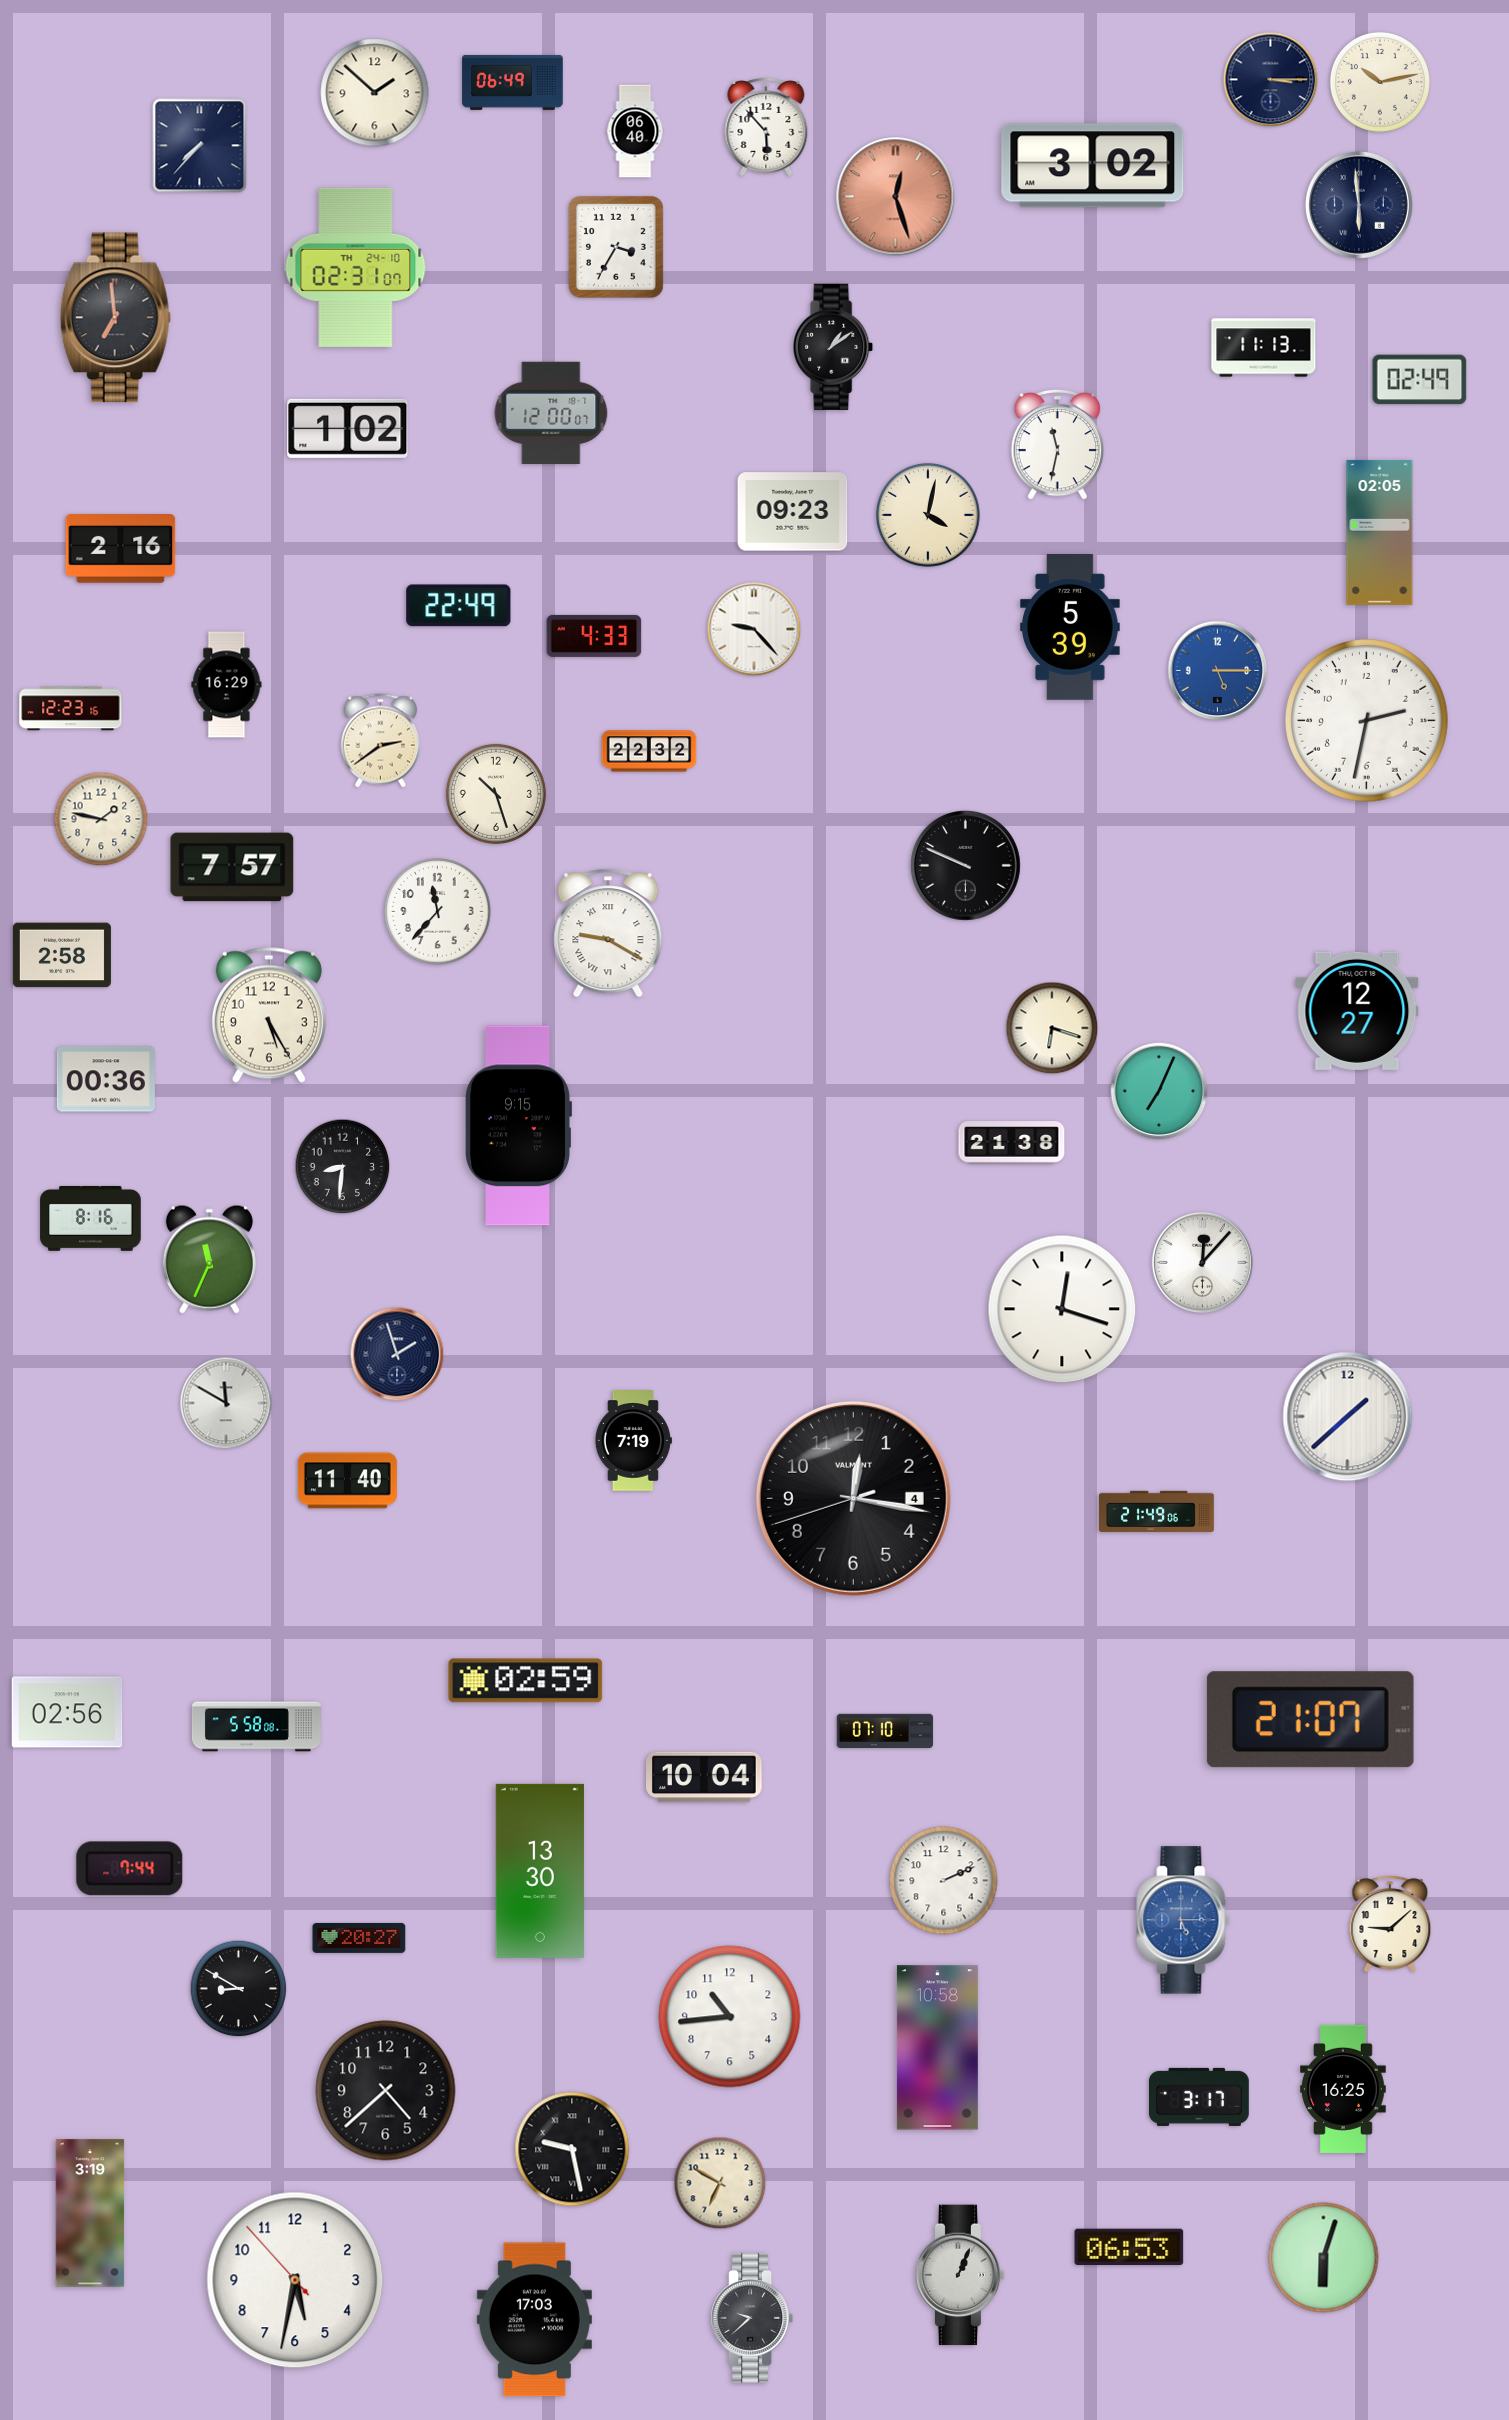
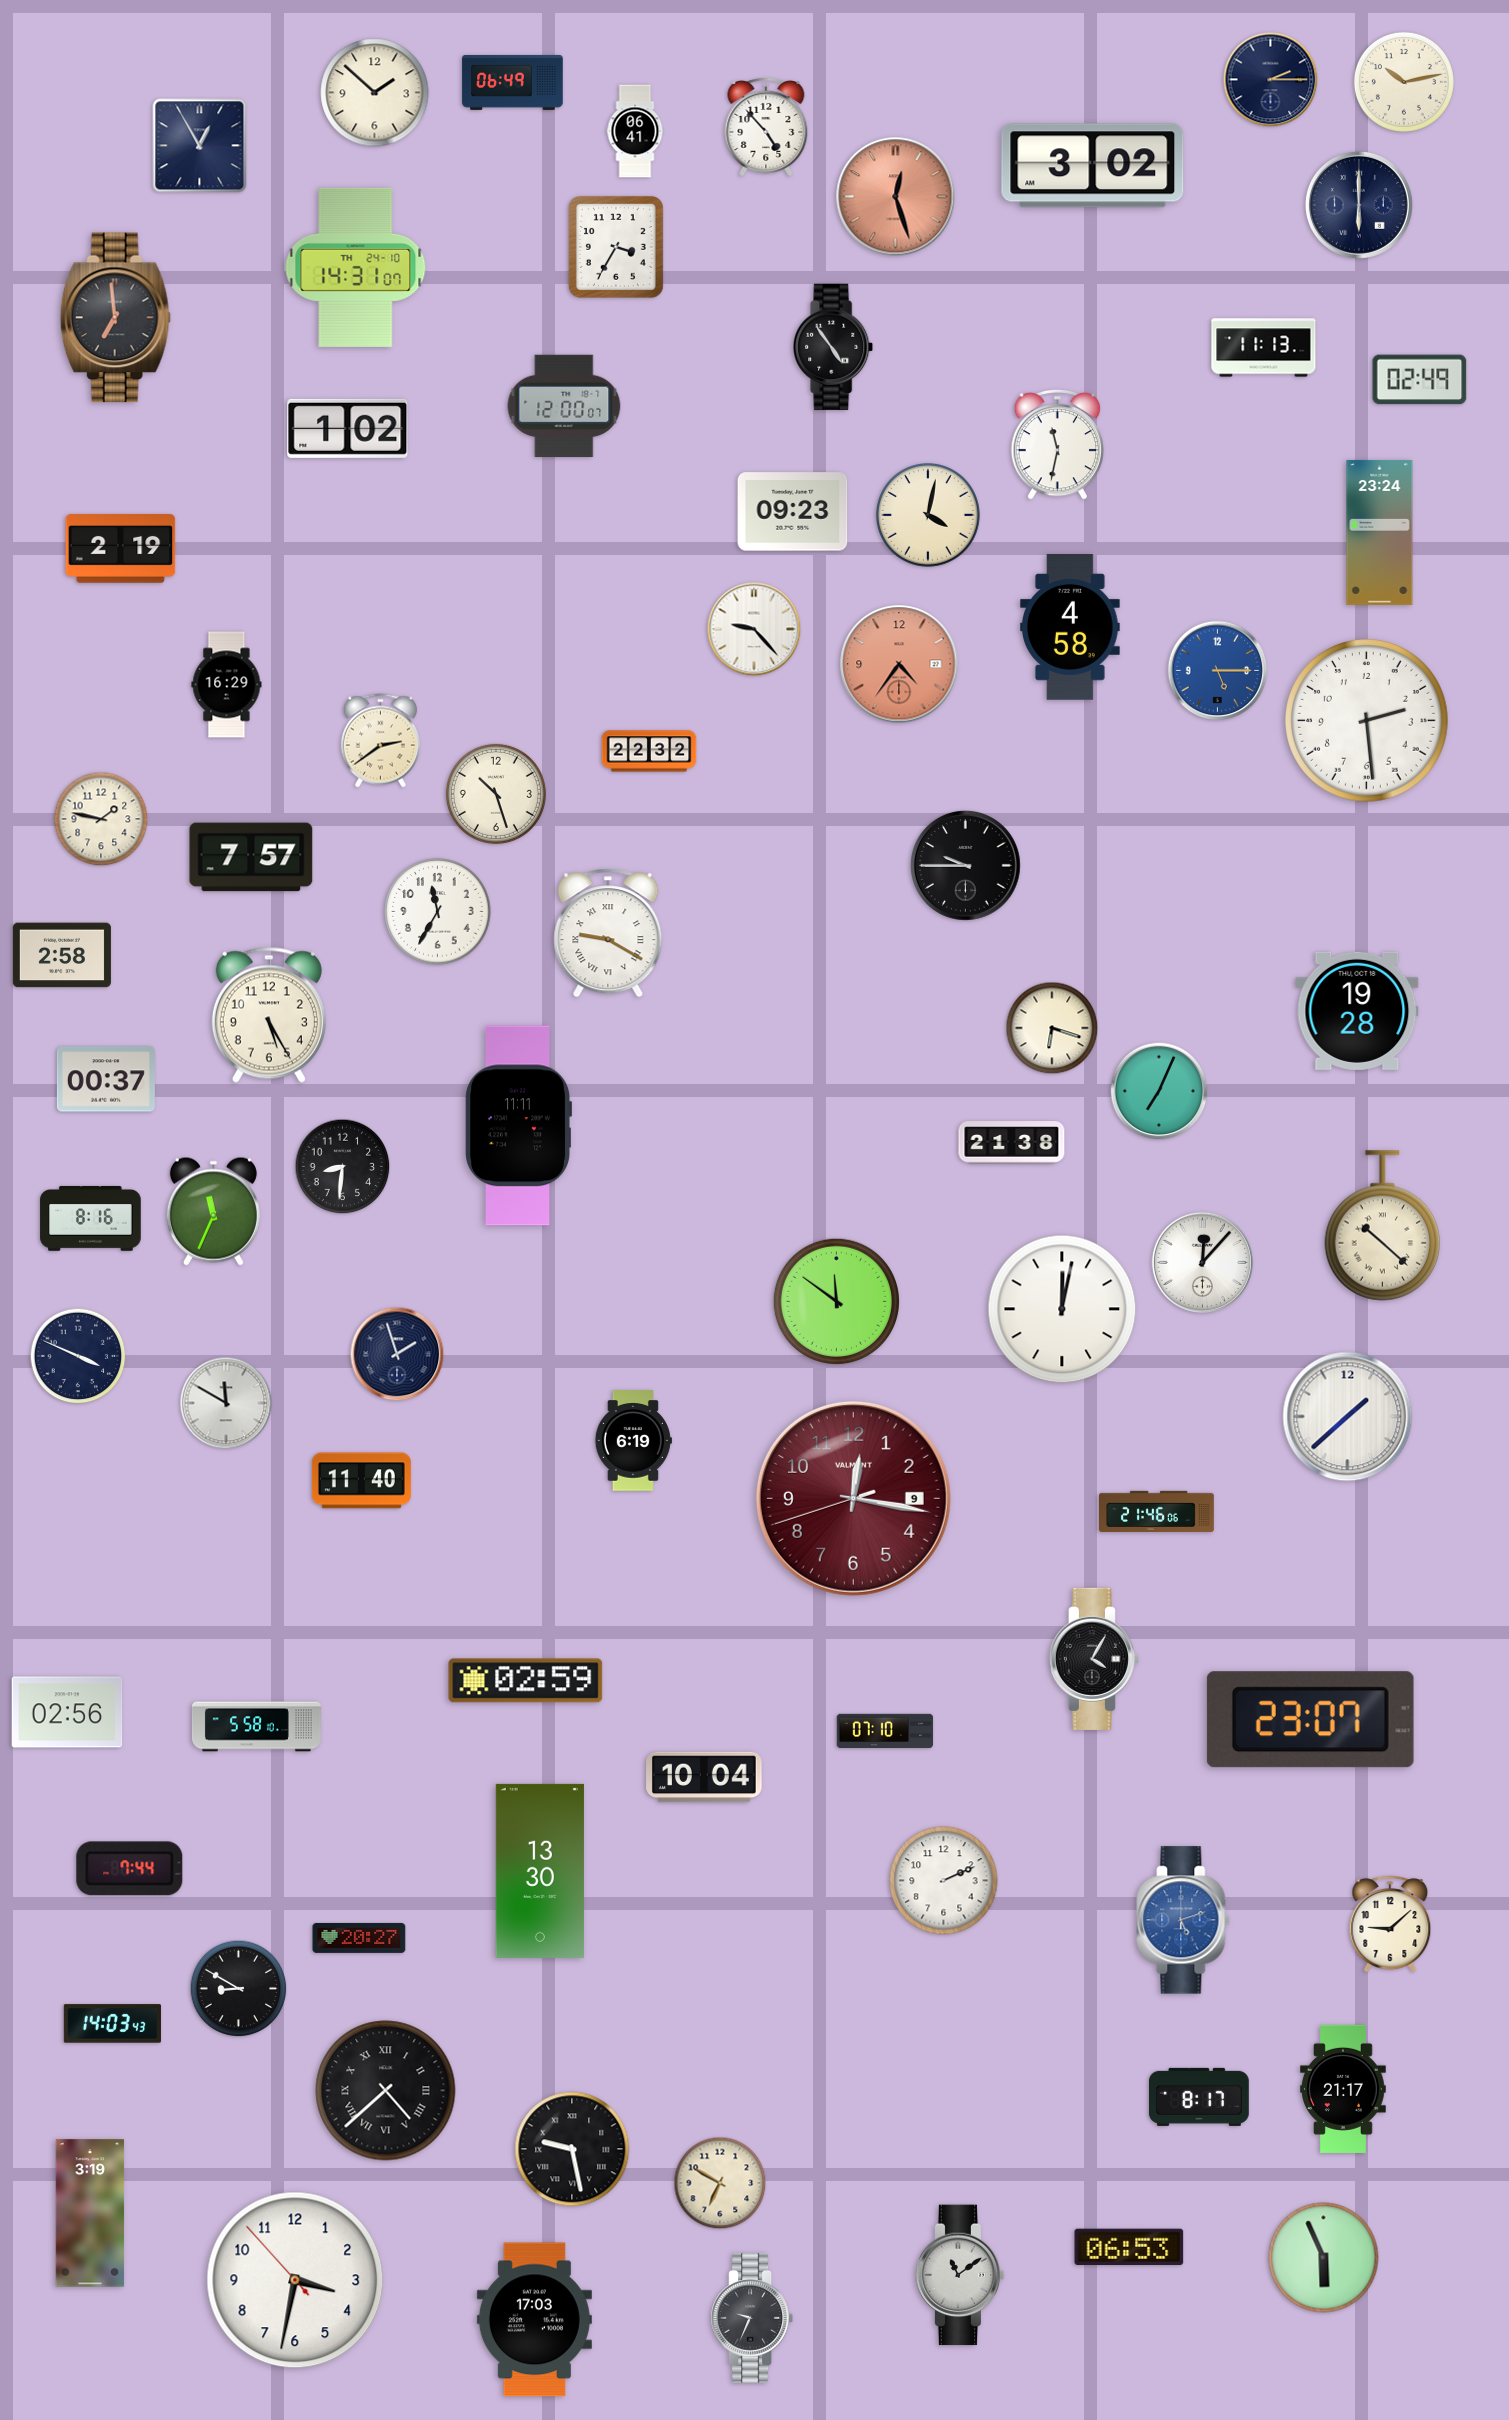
clock at (1271, 80): 3:15 -> 2:15
clock at (1380, 82) position: (1380, 82) -> (1404, 82)
clock at (766, 128): 5:53 -> 4:53
clock at (635, 131): 06:40 -> 06:41
clock at (200, 146): 7:37 -> 12:55
clock at (1359, 205): 5:59 -> 6:00
clock at (356, 267): 02:31 -> 14:31
clock at (834, 347): 1:09 -> 4:54
clock at (551, 413) position: (551, 413) -> (564, 406)
clock at (1380, 532): 02:05 -> 23:24
clock at (121, 549): 2:16 -> 2:19
clock at (459, 606): 22:49 -> none
clock at (1070, 627): 5:39 -> 4:58
clock at (594, 636): 4:33 -> none
clock at (899, 664): none -> 4:36
clock at (71, 709): 12:23 -> none
clock at (1367, 721): 2:32 -> 2:29
clock at (965, 865): 9:49 -> 9:45
clock at (232, 867) position: (232, 867) -> (251, 857)
clock at (438, 912): 11:37 -> 11:35
clock at (1357, 1011): 12:27 -> 19:28
clock at (106, 1079): 00:36 -> 00:37
clock at (518, 1126): 9:15 -> 11:11
clock at (1383, 1226): none -> 10:22
clock at (209, 1259) position: (209, 1259) -> (213, 1211)
clock at (836, 1301): none -> 11:51
clock at (1062, 1309): 12:18 -> 12:02
clock at (78, 1356): none -> 3:49
clock at (633, 1441): 7:19 -> 6:19
clock at (347, 1481) position: (347, 1481) -> (361, 1481)
clock at (853, 1498) date: 4 -> 9
clock at (853, 1498) dial: black -> burgundy
clock at (1157, 1511): 21:49 -> 21:46
clock at (1094, 1659): none -> 4:05
clock at (1310, 1720): 21:07 -> 23:07
clock at (256, 1727): 5:58:08 -> 5:58:10
clock at (1183, 1920): 5:15 -> 5:12
clock at (730, 2017): 10:44 -> none
clock at (112, 2024): none -> 14:03
clock at (937, 2048): 10:58 -> none
clock at (1343, 2089): 16:25 -> 21:17
clock at (386, 2091) numerals: Arabic -> Roman
clock at (1200, 2097): 3:17 -> 8:17
clock at (1324, 2258): 6:03 -> 5:56
clock at (960, 2275): 1:04 -> 11:09
clock at (295, 2280): 5:31 -> 3:31
clock at (752, 2318): 9:38 -> 9:34
